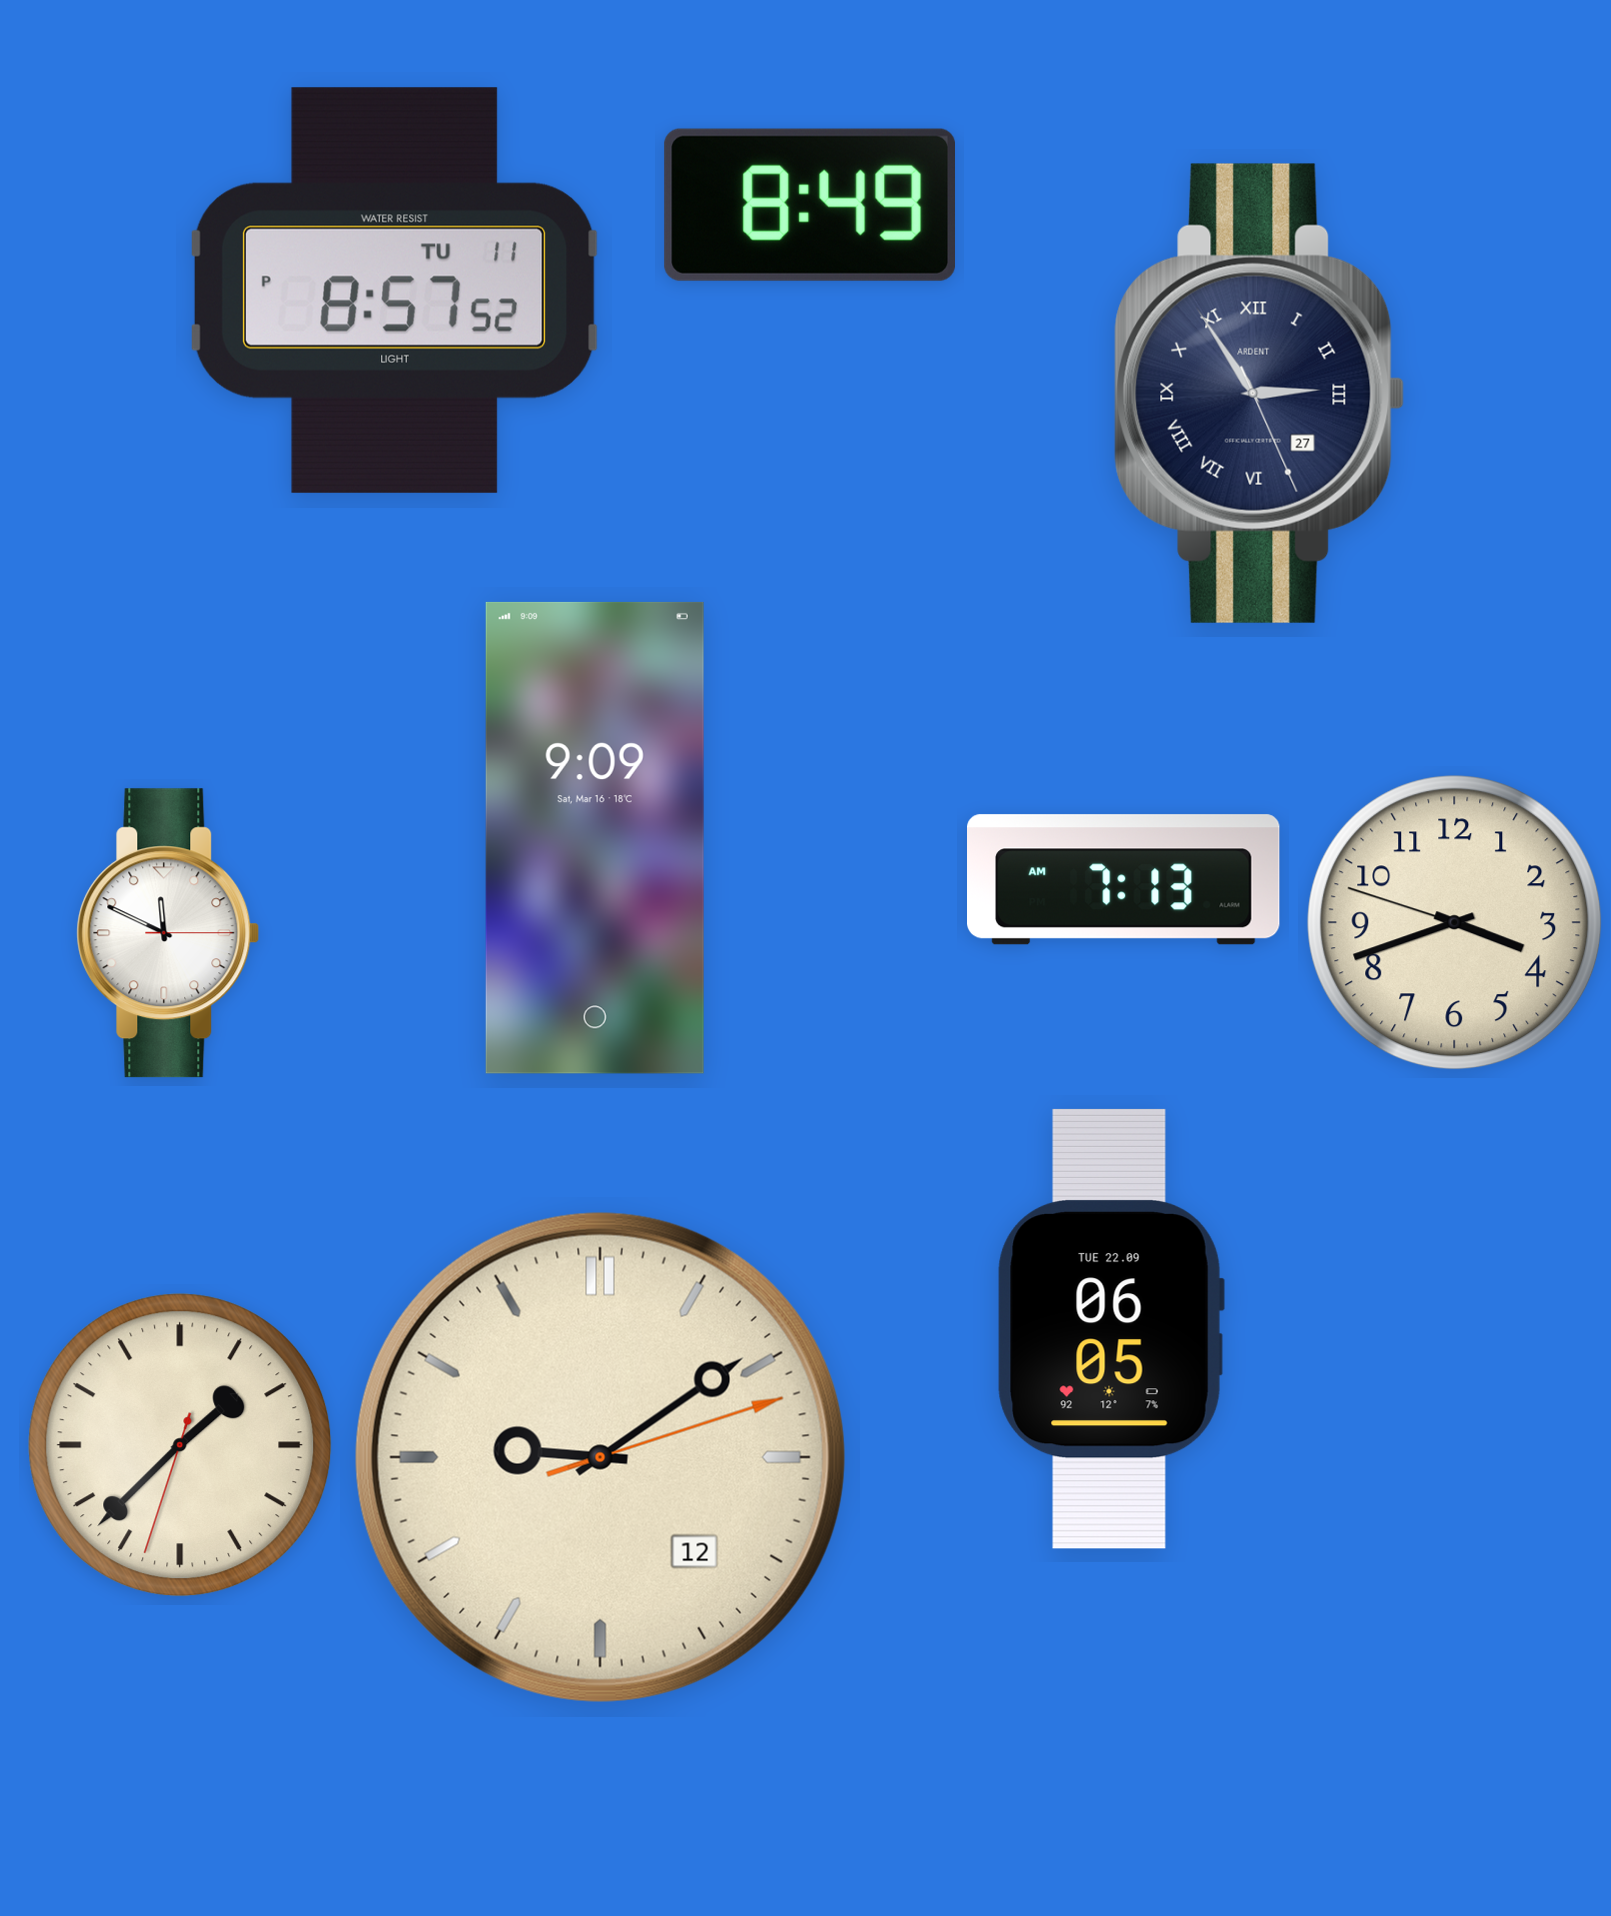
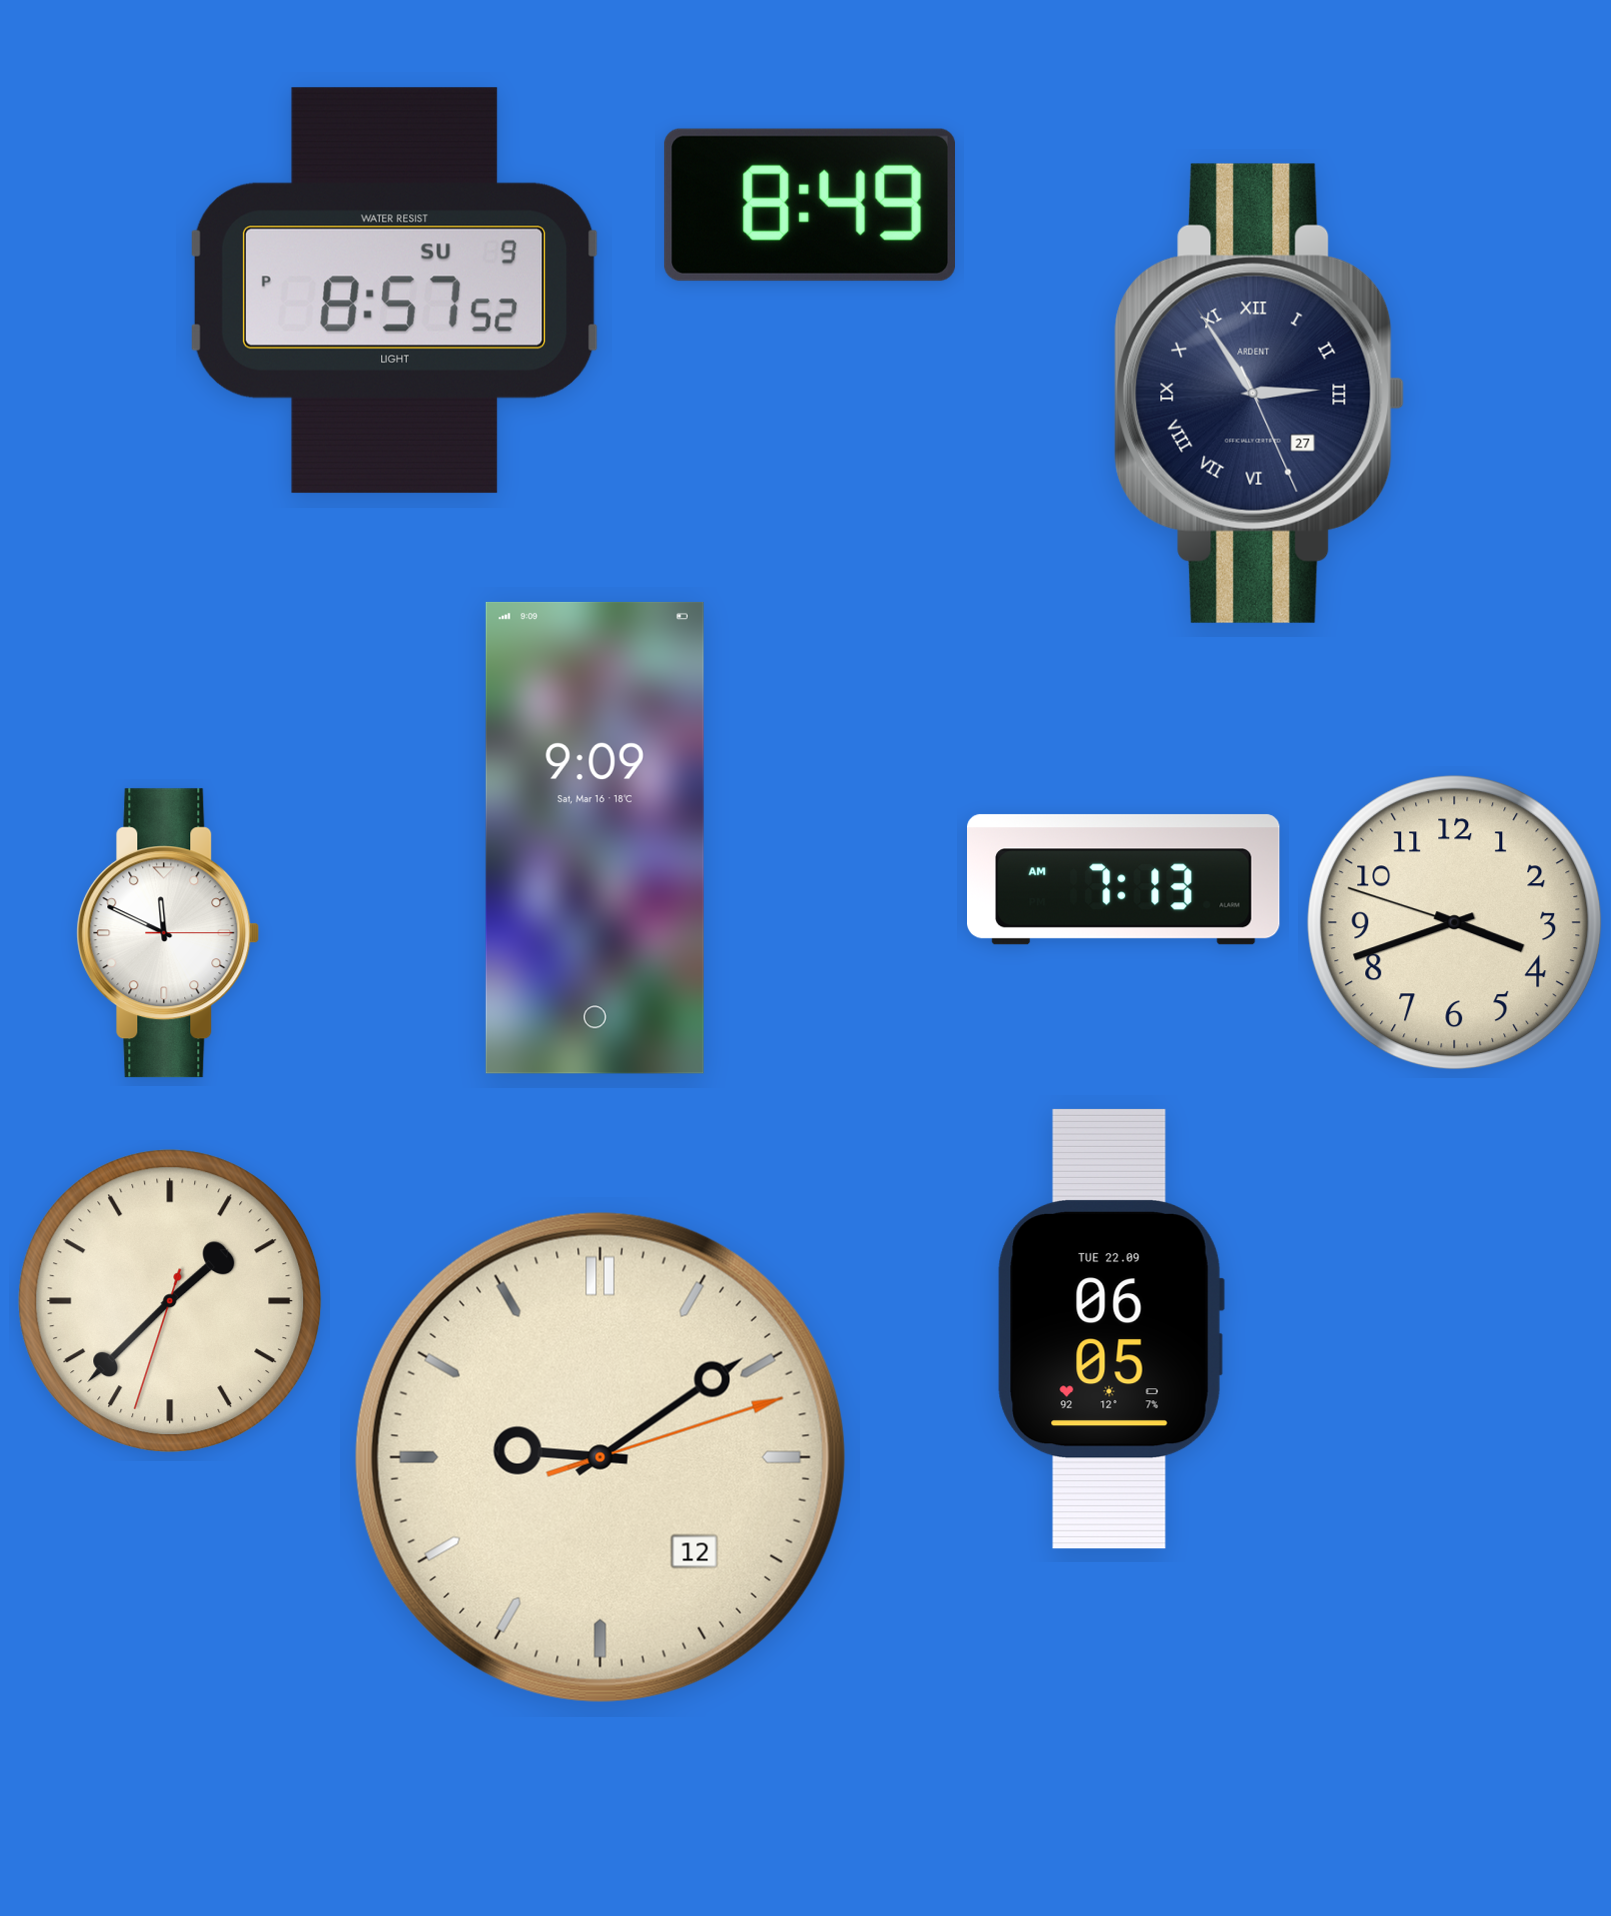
clock at (394, 290) date: TU 11 -> SU 9
clock at (180, 1445) position: (180, 1445) -> (170, 1301)
